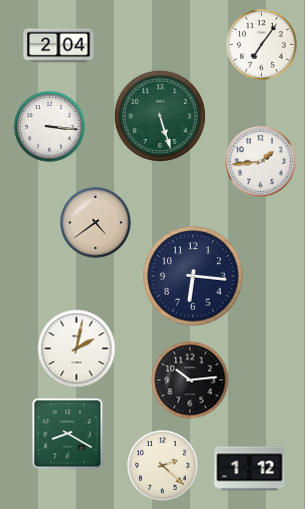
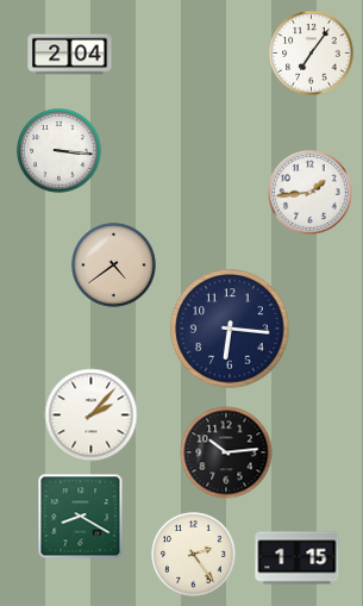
clock at (159, 115): 5:27 -> none
clock at (77, 349): 2:02 -> 2:07
clock at (163, 466): 2:22 -> 2:24
clock at (250, 469): 1:12 -> 1:15
